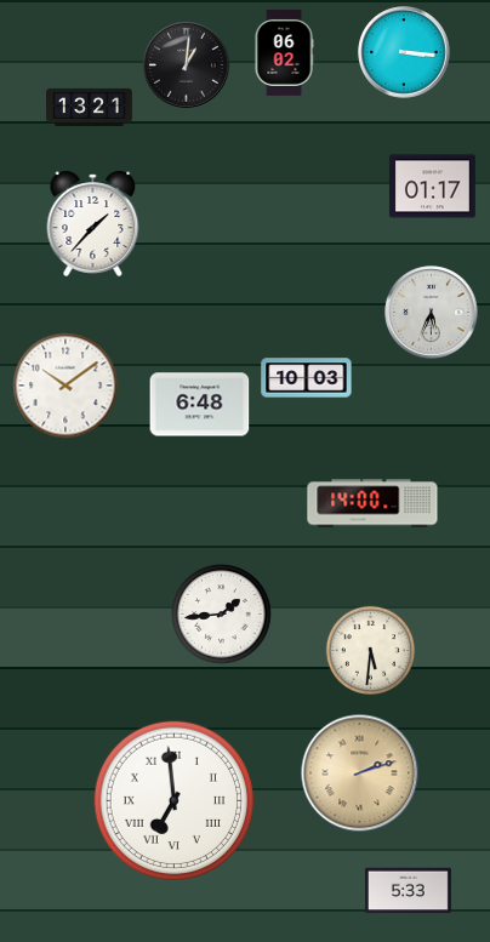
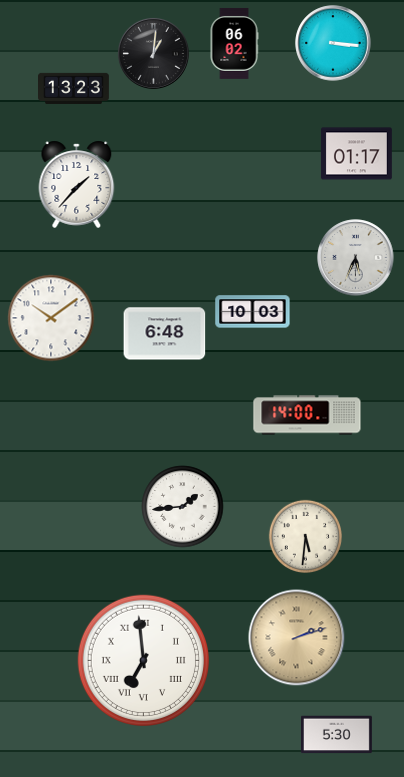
clock at (90, 107): 13:21 -> 13:23
clock at (65, 386) position: (65, 386) -> (51, 318)
clock at (408, 891): 5:33 -> 5:30
